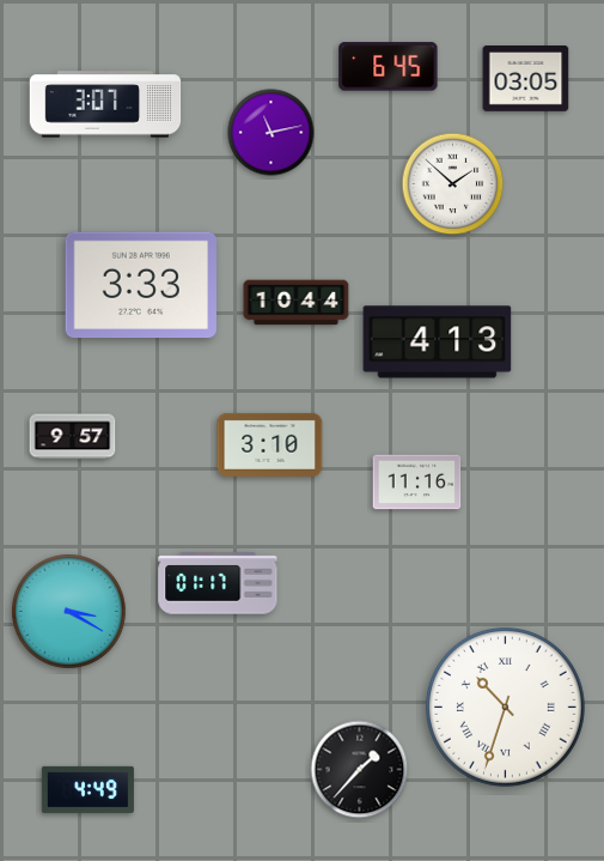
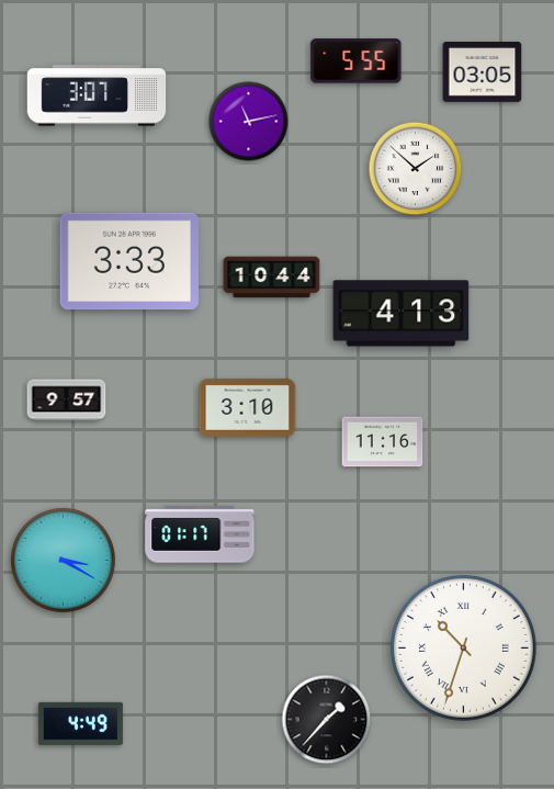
clock at (389, 67): 6:45 -> 5:55
clock at (360, 770) position: (360, 770) -> (327, 720)
